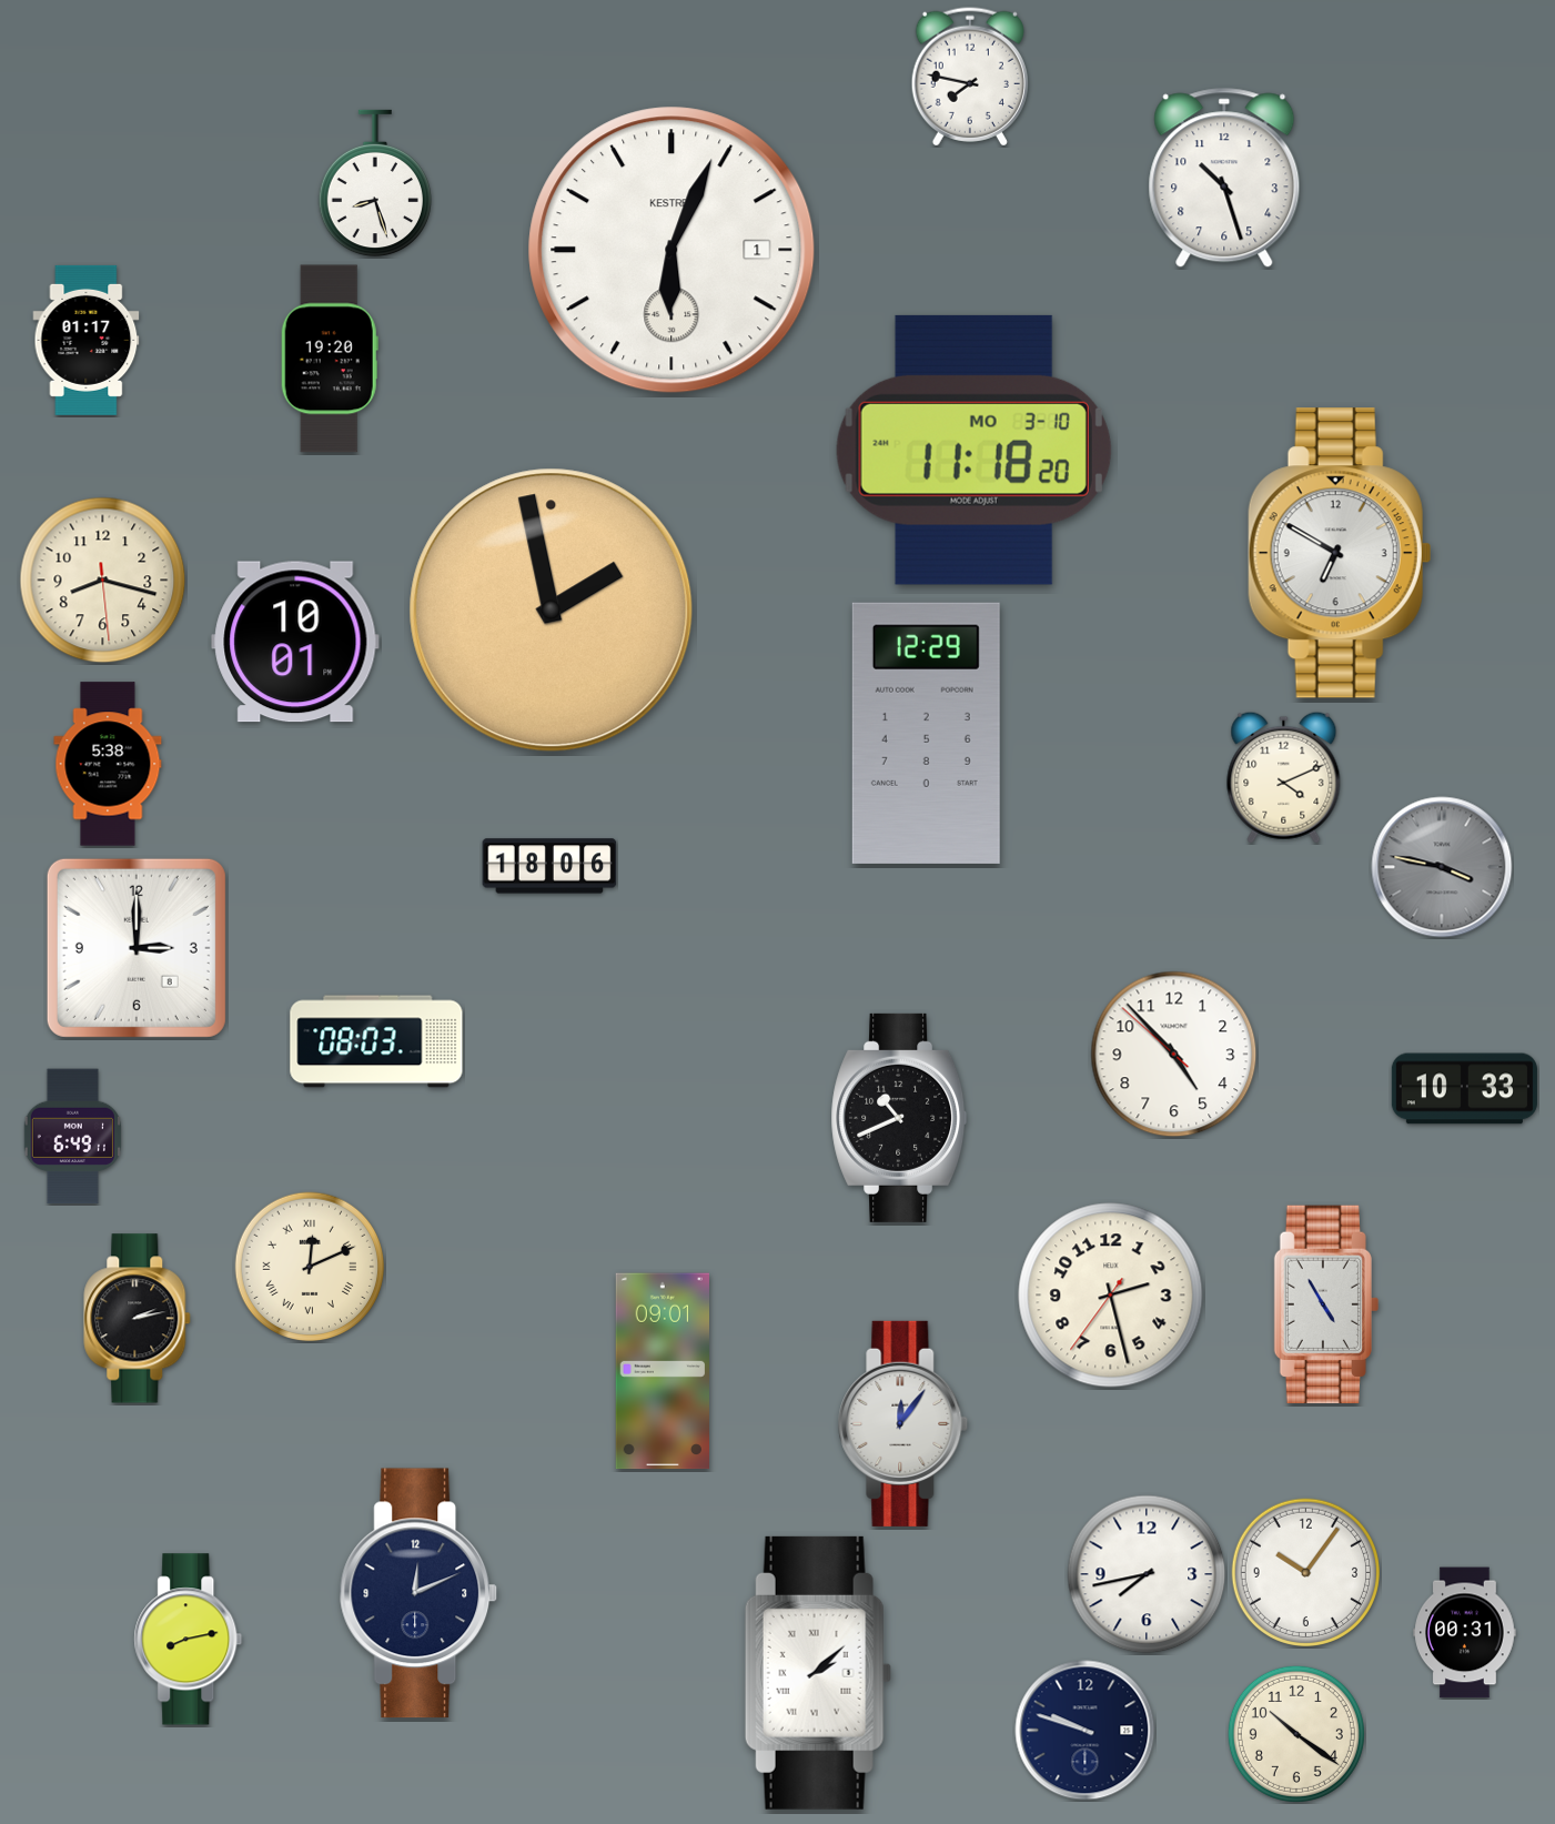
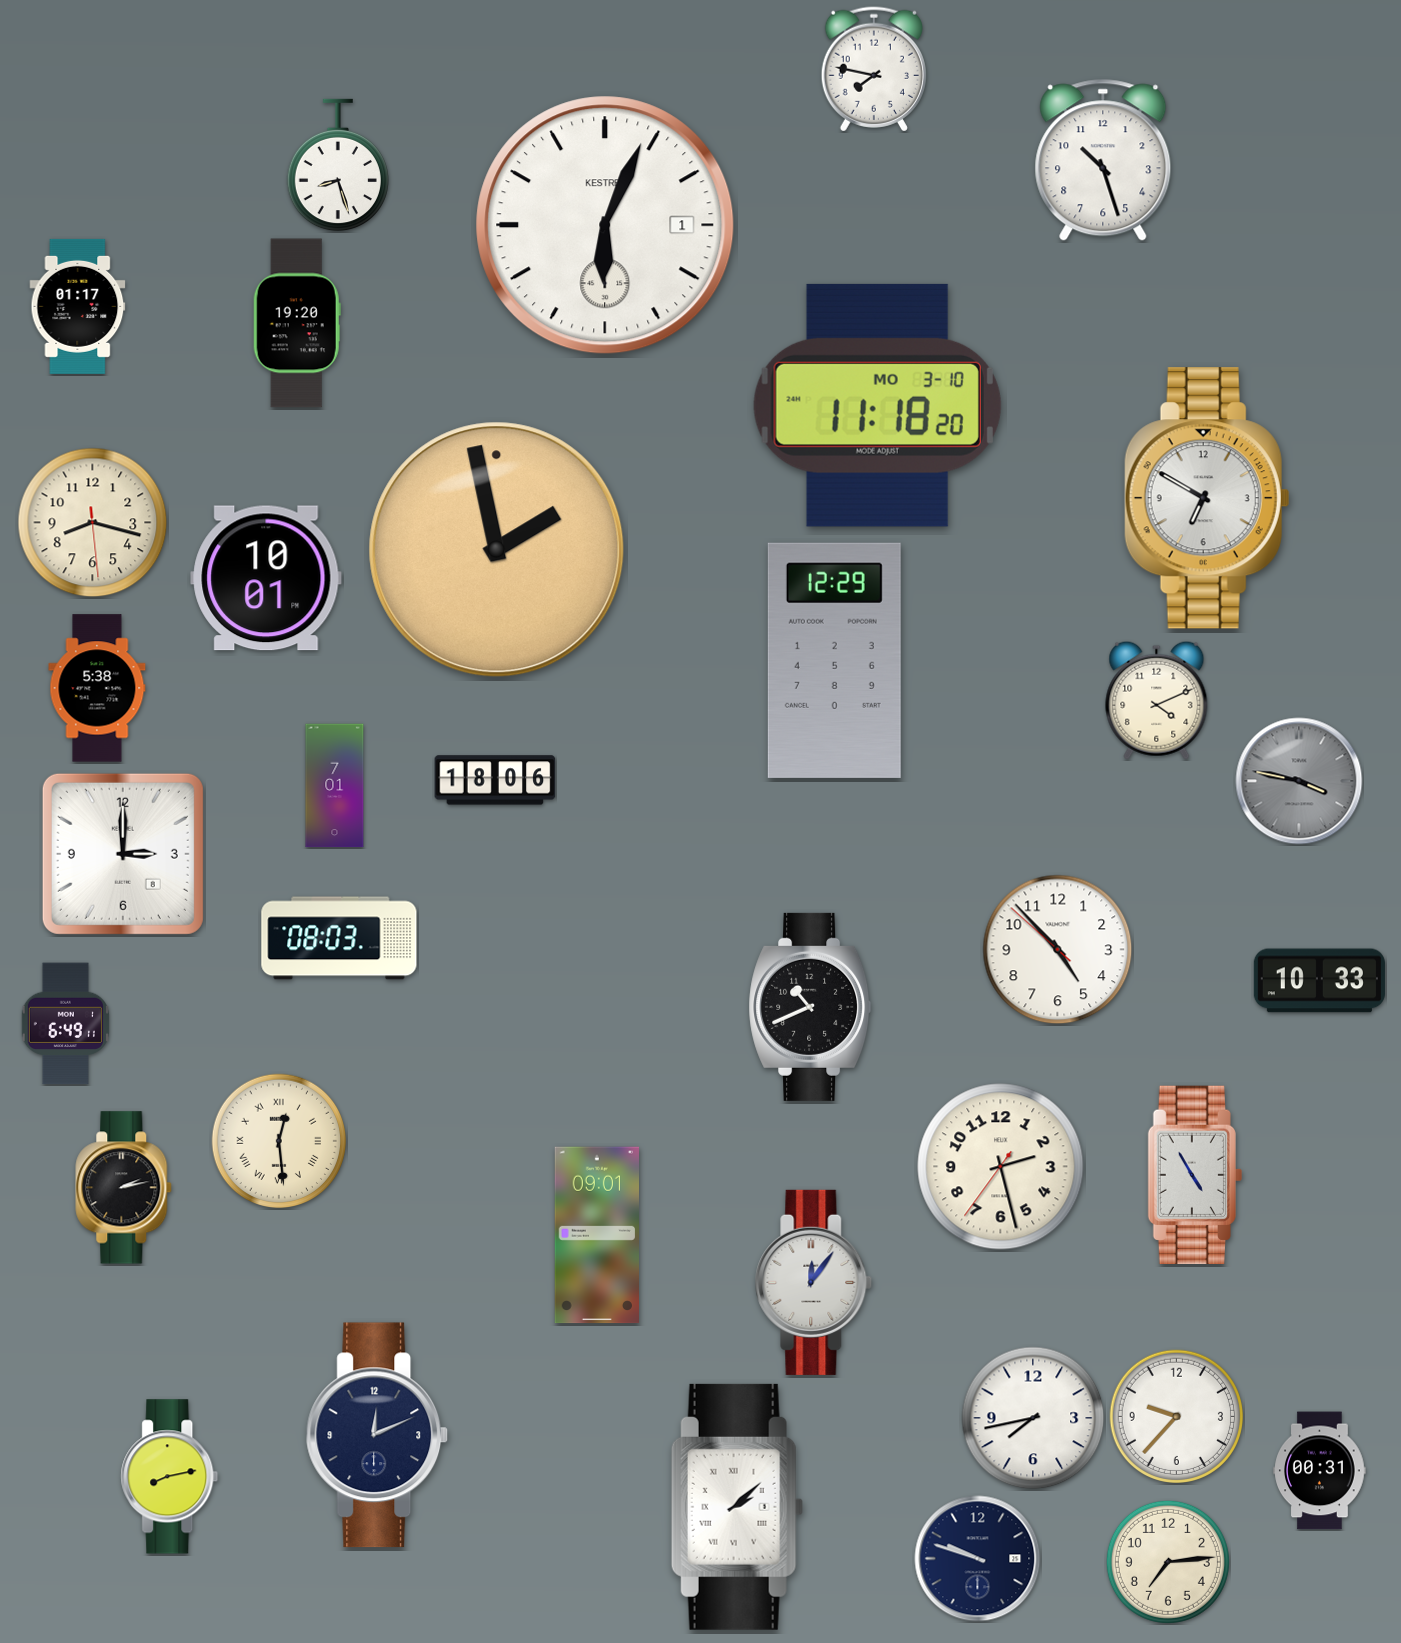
clock at (335, 786): none -> 7:01
clock at (310, 1267): 12:11 -> 12:29
clock at (1305, 1572): 10:06 -> 9:37
clock at (1296, 1734): 10:21 -> 7:14
